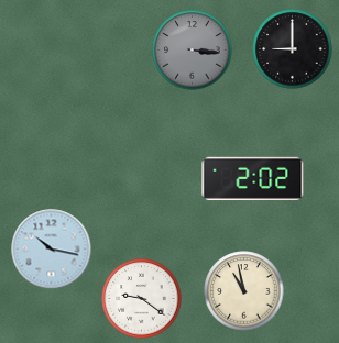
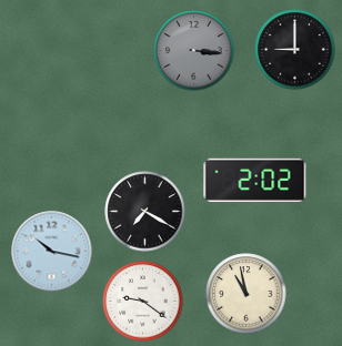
clock at (145, 212): none -> 7:20
